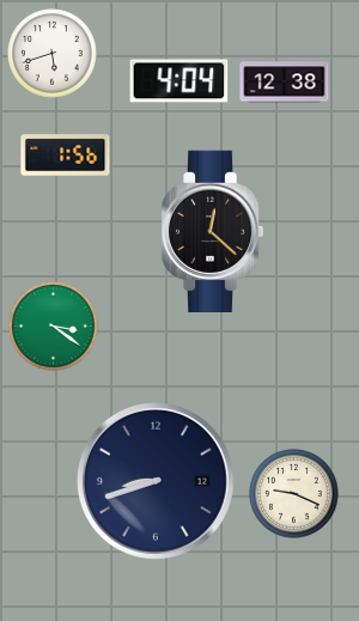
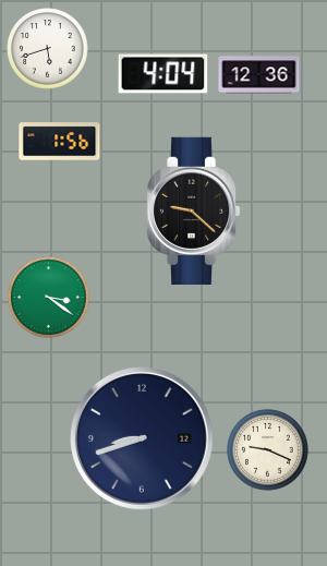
clock at (285, 83): 12:38 -> 12:36
clock at (212, 231): 12:22 -> 9:22
